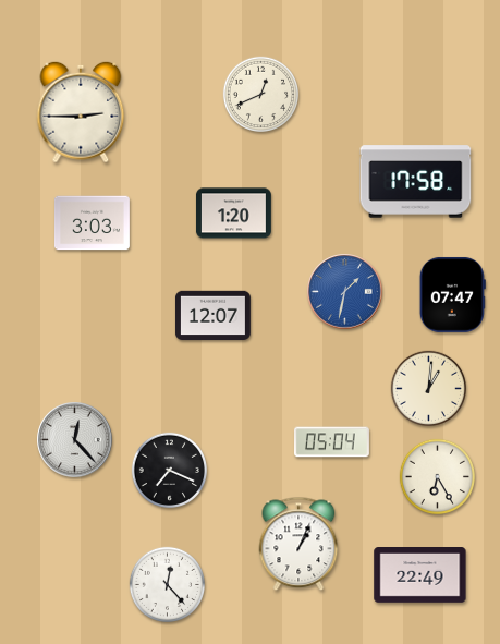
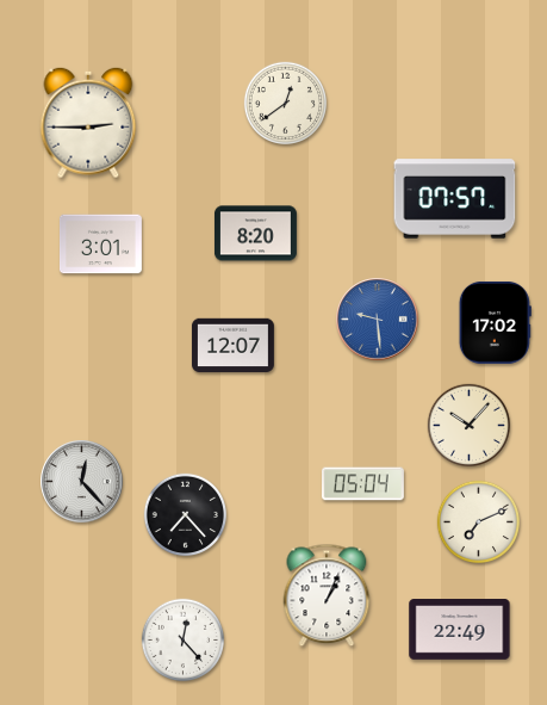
clock at (260, 94): 12:41 -> 12:39
clock at (416, 182): 17:58 -> 07:57
clock at (233, 214): 1:20 -> 8:20
clock at (92, 223): 3:03 -> 3:01
clock at (345, 292): 1:32 -> 9:29
clock at (452, 294): 07:47 -> 17:02
clock at (428, 388): 1:01 -> 10:07
clock at (169, 470): 7:19 -> 7:23
clock at (437, 476): 6:25 -> 7:11
